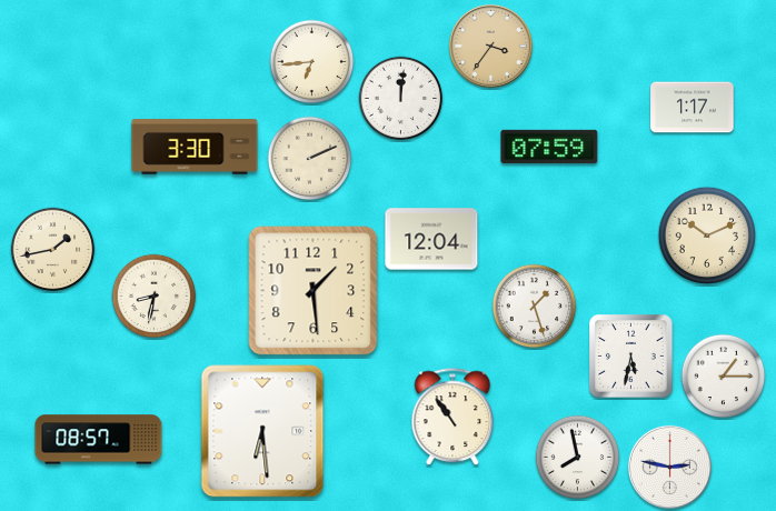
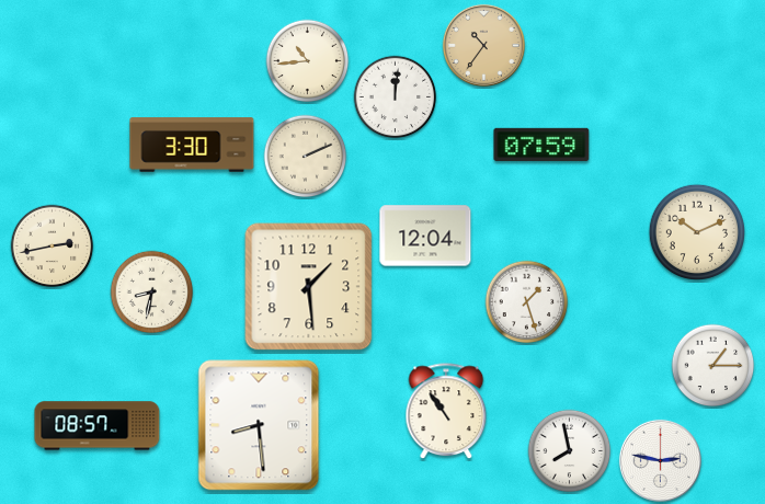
clock at (490, 46): 3:36 -> 10:36
clock at (312, 62): 6:44 -> 10:44
clock at (693, 108): 1:17 -> none
clock at (53, 250): 1:43 -> 2:43
clock at (631, 357): 5:32 -> none
clock at (724, 377) position: (724, 377) -> (713, 366)
clock at (262, 431): 6:29 -> 8:29
clock at (99, 440) position: (99, 440) -> (98, 426)
